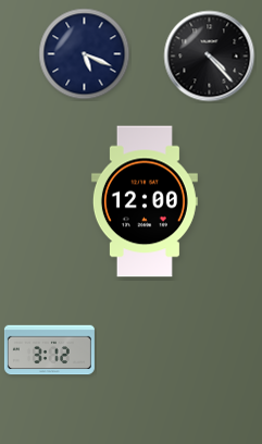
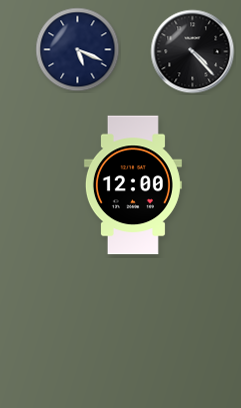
clock at (49, 350): 3:12 -> none
